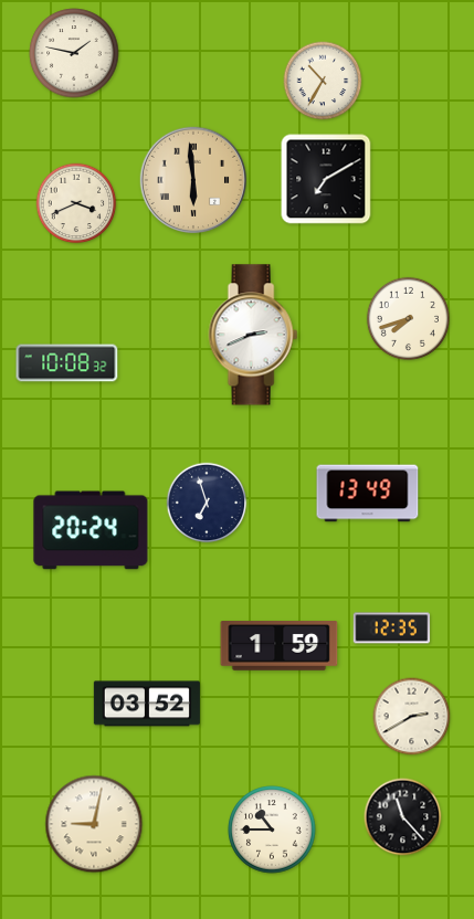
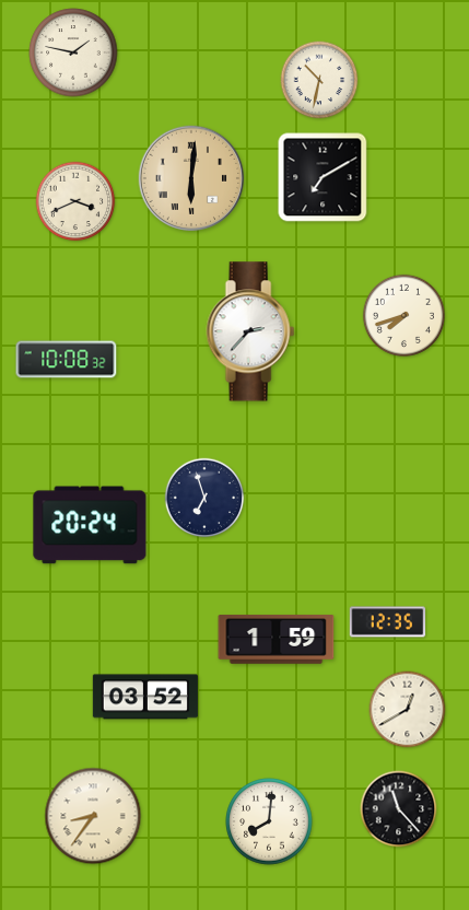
clock at (323, 81): 10:35 -> 10:32
clock at (192, 179): 5:59 -> 6:01
clock at (253, 335): 2:41 -> 2:37
clock at (368, 494): 13:49 -> none
clock at (412, 717): 2:40 -> 12:40
clock at (94, 824): 9:02 -> 8:36
clock at (272, 830): 10:45 -> 8:01
